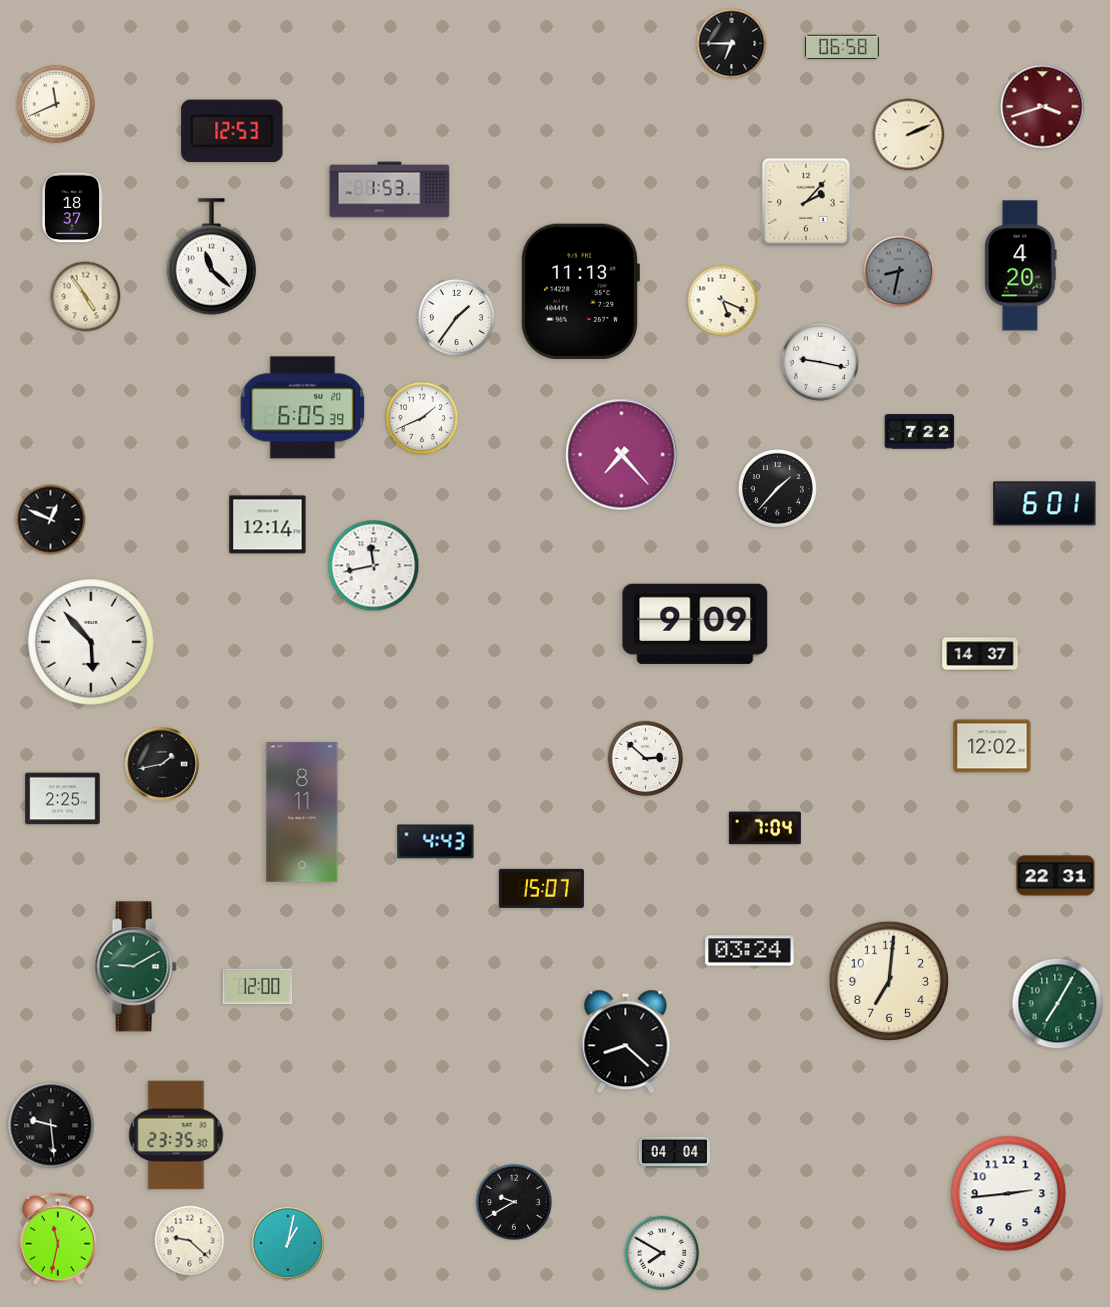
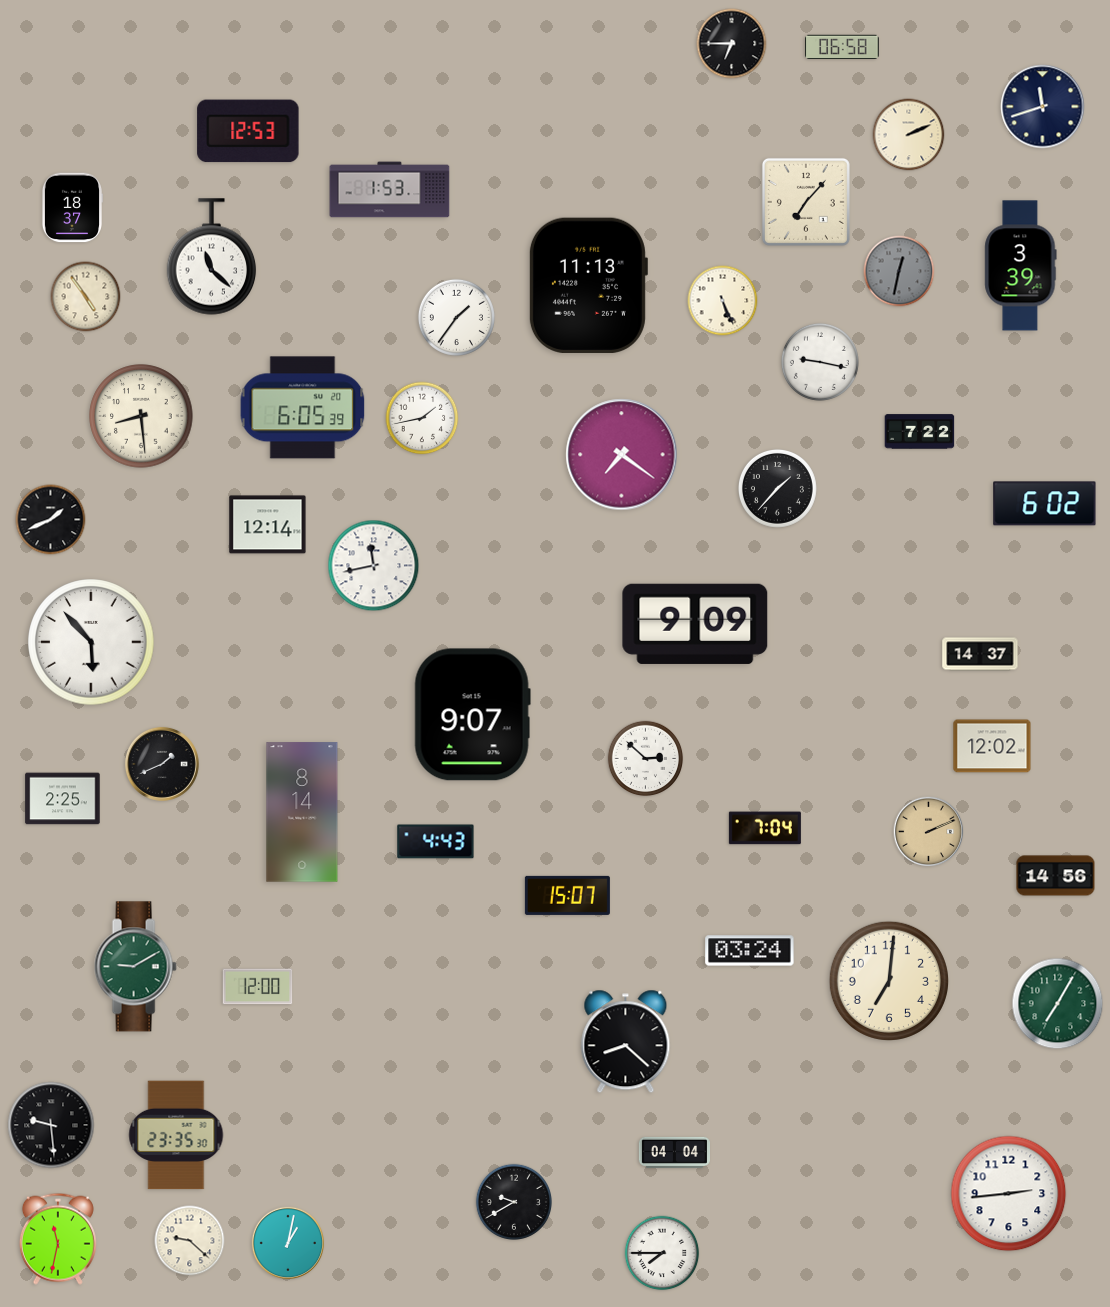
clock at (56, 104): 11:41 -> none
clock at (1043, 107): 3:42 -> 11:42
clock at (1043, 107) dial: burgundy -> navy
clock at (232, 131) position: (232, 131) -> (248, 131)
clock at (806, 202): 2:07 -> 7:07
clock at (1021, 266): 4:20 -> 3:39
clock at (899, 271): 8:32 -> 12:32
clock at (580, 291) position: (580, 291) -> (588, 285)
clock at (723, 301): 5:19 -> 5:26
clock at (141, 416): none -> 8:29
clock at (422, 418): 1:41 -> 1:43
clock at (622, 455): 7:23 -> 7:21
clock at (1045, 504): 6:01 -> 6:02
clock at (51, 520): 12:49 -> 1:41
clock at (472, 715): none -> 9:07
clock at (162, 764): 1:43 -> 1:41
clock at (302, 812): 8:11 -> 8:14
clock at (929, 832): none -> 2:11
clock at (1056, 876): 22:31 -> 14:56
clock at (541, 888) position: (541, 888) -> (567, 895)
clock at (662, 1253): 7:50 -> 7:45
